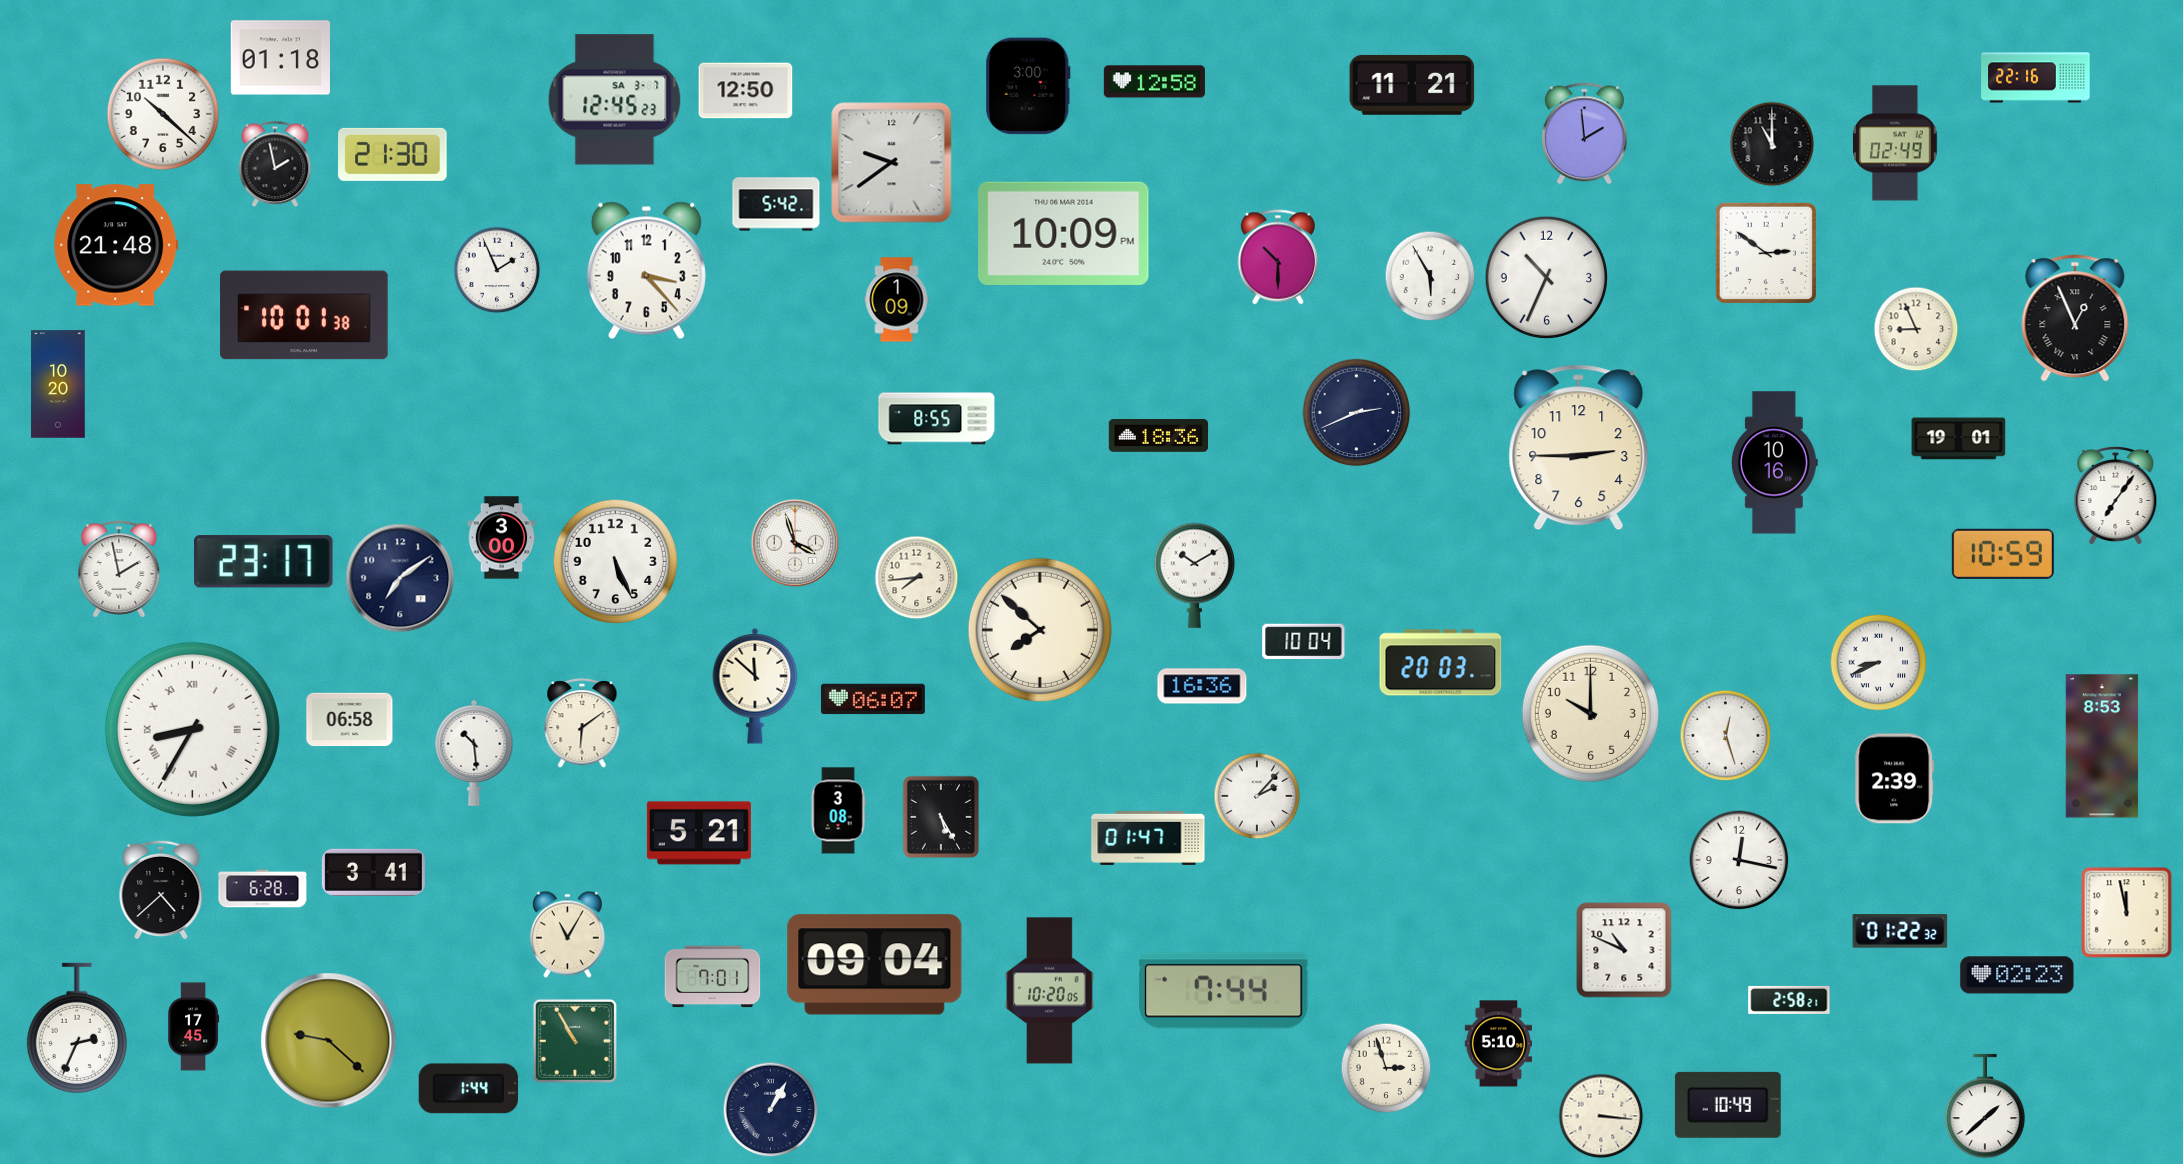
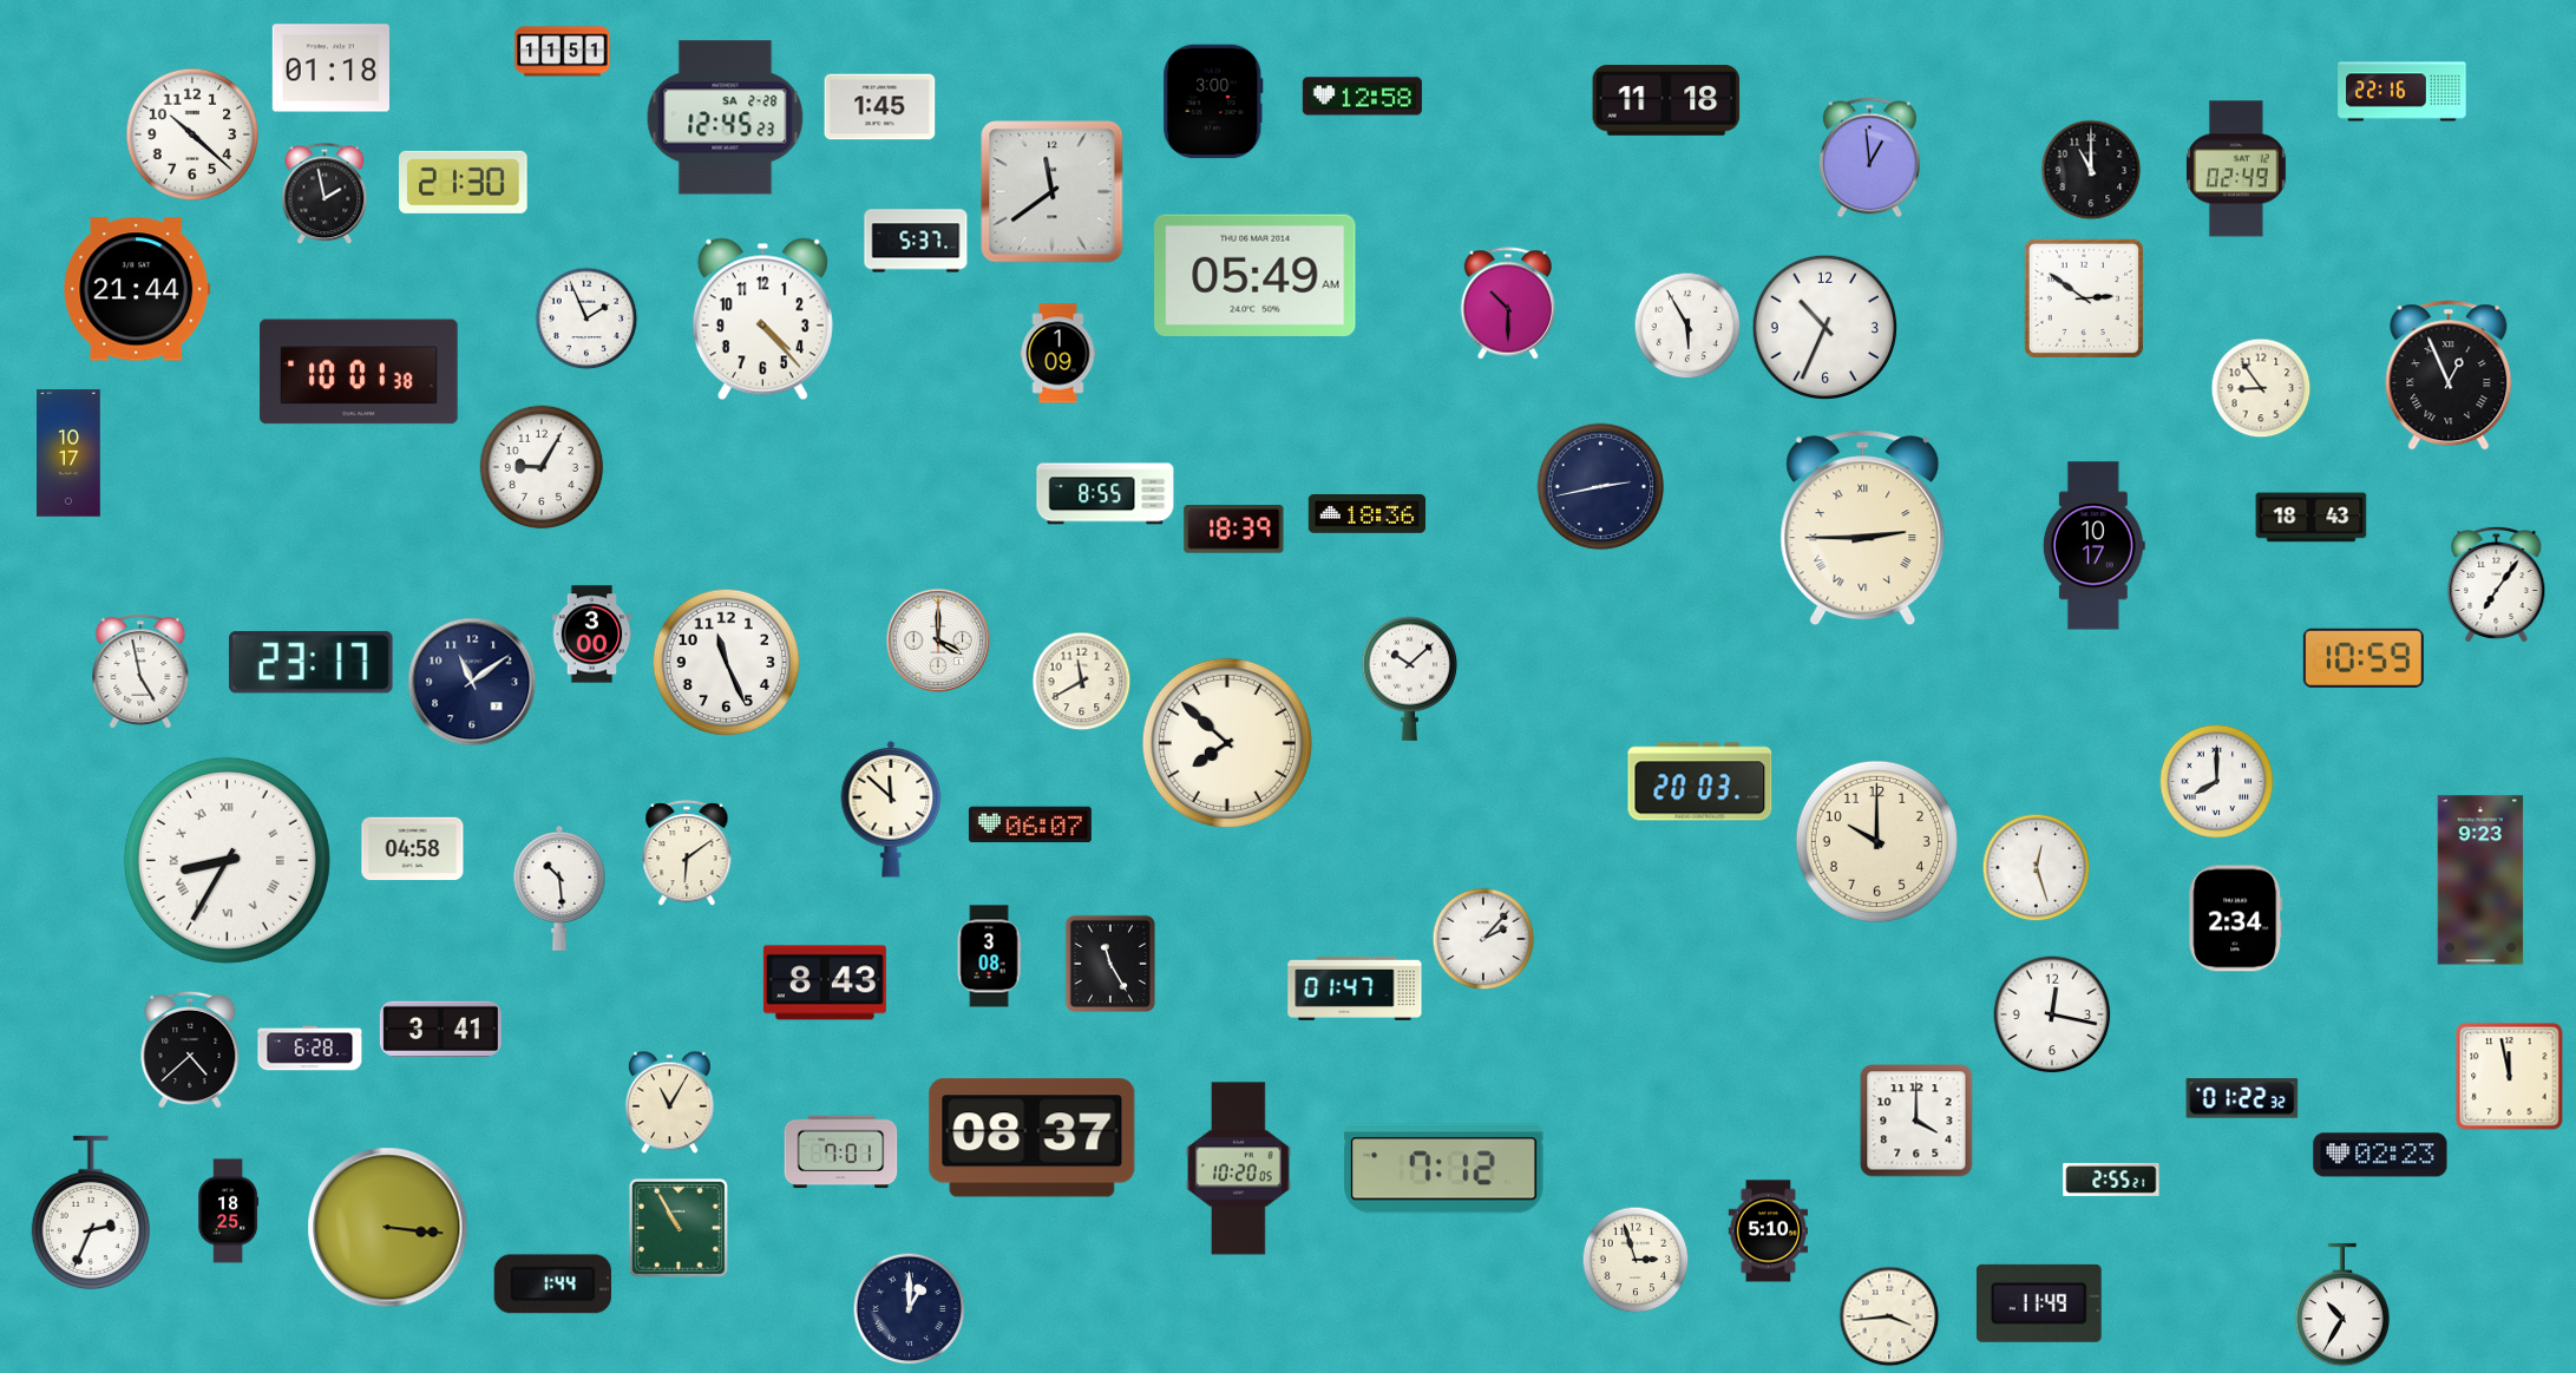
clock at (563, 52): none -> 11:51
clock at (1412, 85): 11:21 -> 11:18
clock at (746, 91): 12:50 -> 1:45
clock at (615, 100) date: SA 3-7 -> SA 2-28
clock at (1584, 134): 1:59 -> 12:59
clock at (892, 163): 9:39 -> 11:39
clock at (776, 204): 5:42 -> 5:37
clock at (1064, 233): 10:09 -> 05:49
clock at (116, 245): 21:48 -> 21:44
clock at (646, 271): 3:23 -> 4:23
clock at (1916, 329): 8:56 -> 8:54
clock at (58, 384): 10:20 -> 10:17
clock at (542, 467): none -> 9:05
clock at (1357, 413): 2:41 -> 2:43
clock at (1959, 439): 19:01 -> 18:43
clock at (1579, 448) numerals: Arabic -> Roman
clock at (1234, 530): none -> 18:39
clock at (1774, 463): 10:16 -> 10:17
clock at (795, 543): 3:57 -> 4:00
clock at (2003, 554) position: (2003, 554) -> (2364, 658)
clock at (615, 561): 5:26 -> 11:26
clock at (119, 569): 1:58 -> 4:58
clock at (1195, 575): 10:10 -> 10:08
clock at (400, 578): 7:09 -> 11:09
clock at (917, 578): 7:44 -> 11:40
clock at (1304, 642): 10:04 -> none
clock at (1879, 663): 8:41 -> 8:00
clock at (1202, 686): 16:36 -> none
clock at (350, 720): 06:58 -> 04:58
clock at (2102, 746): 8:53 -> 9:23
clock at (1895, 779): 2:39 -> 2:34
clock at (940, 816): 5:25 -> 11:25
clock at (699, 833): 5:21 -> 8:43
clock at (1624, 950): 10:49 -> 4:00
clock at (875, 965): 09:04 -> 08:37
clock at (2017, 975) position: (2017, 975) -> (2380, 1155)
clock at (1224, 991): 7:44 -> 7:12
clock at (1789, 1000): 2:58 -> 2:55
clock at (194, 1027): 17:45 -> 18:25
clock at (329, 1041): 9:22 -> 3:16
clock at (1728, 1105): 10:49 -> 11:49
clock at (1985, 1106): 1:38 -> 10:35
clock at (771, 1110): 1:05 -> 1:00
clock at (1601, 1116): 3:16 -> 3:44
